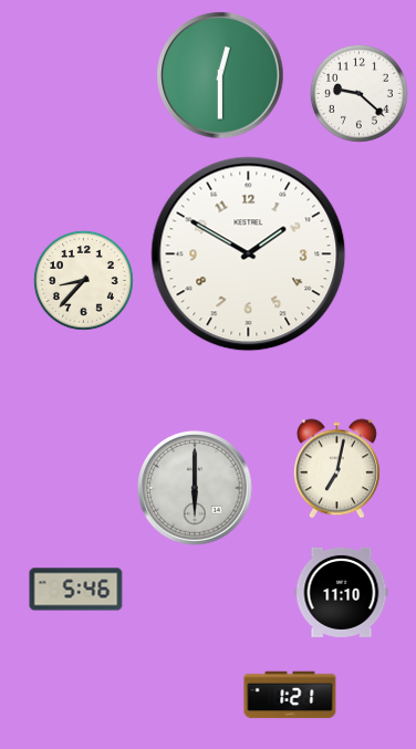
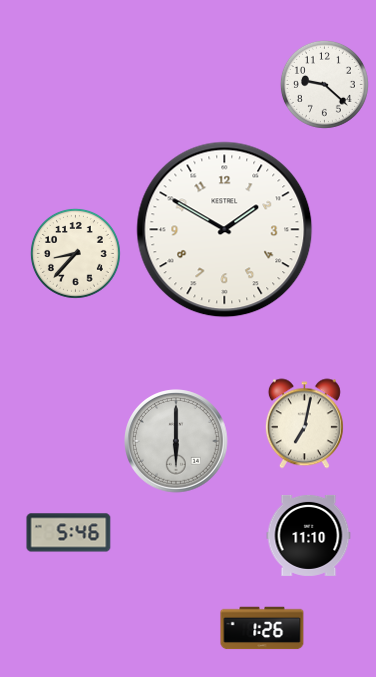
clock at (220, 75): 12:30 -> none
clock at (290, 695): 1:21 -> 1:26
